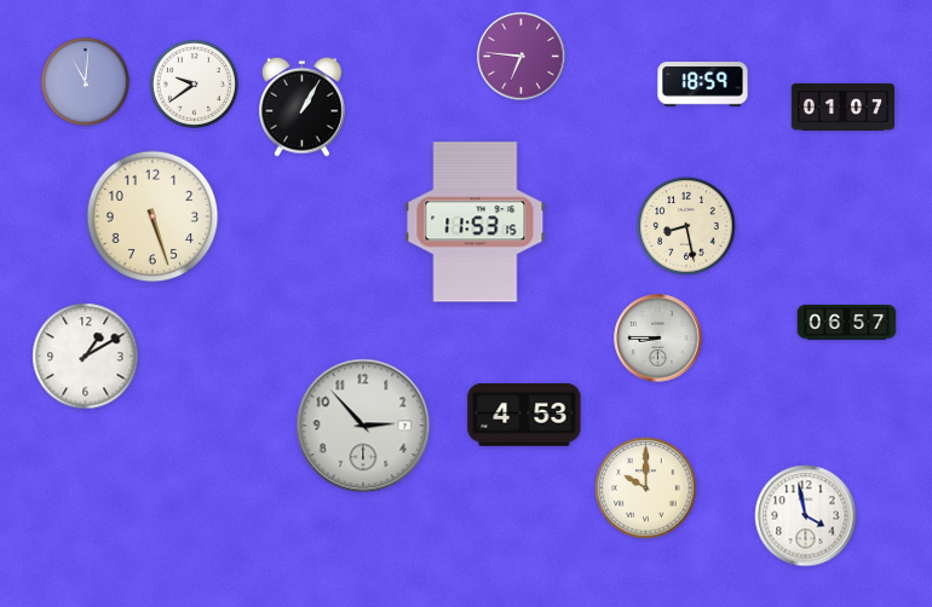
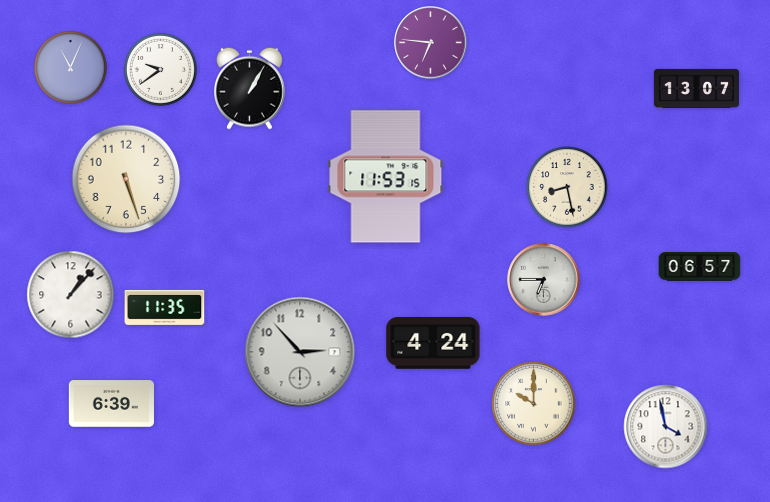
clock at (522, 57) position: (522, 57) -> (431, 43)
clock at (85, 81): 11:01 -> 11:04
clock at (703, 85): 18:59 -> none
clock at (842, 106): 01:07 -> 13:07
clock at (476, 222) position: (476, 222) -> (386, 177)
clock at (658, 339): 8:45 -> 6:45
clock at (86, 357): 1:10 -> 1:07
clock at (165, 307): none -> 11:35
clock at (524, 416): 4:53 -> 4:24
clock at (111, 404): none -> 6:39
